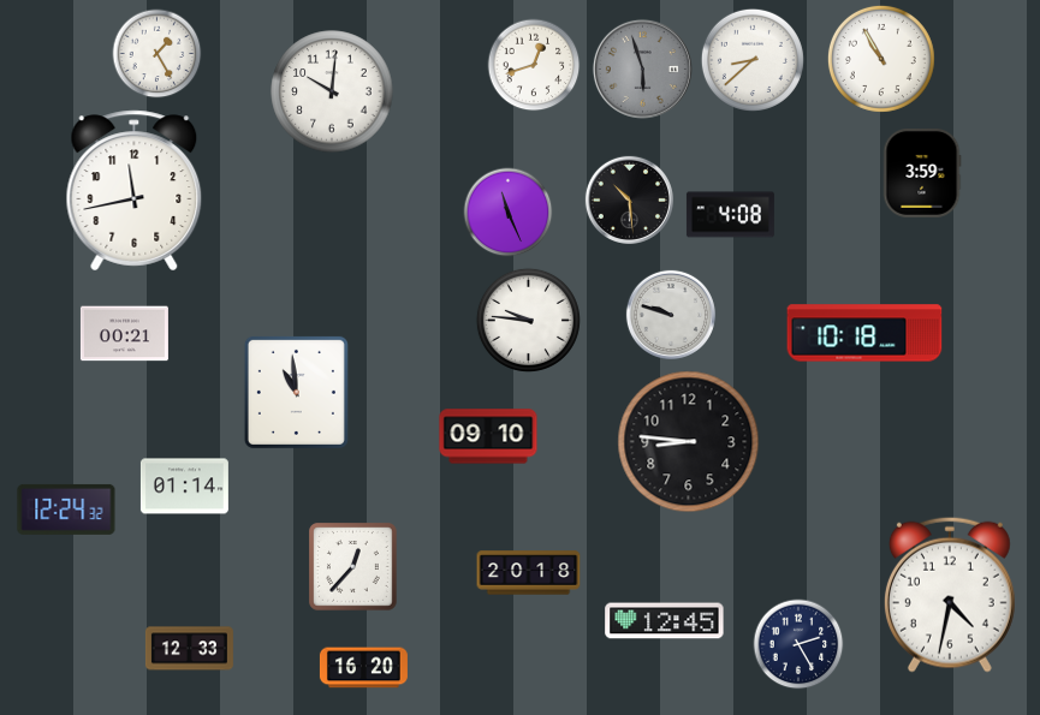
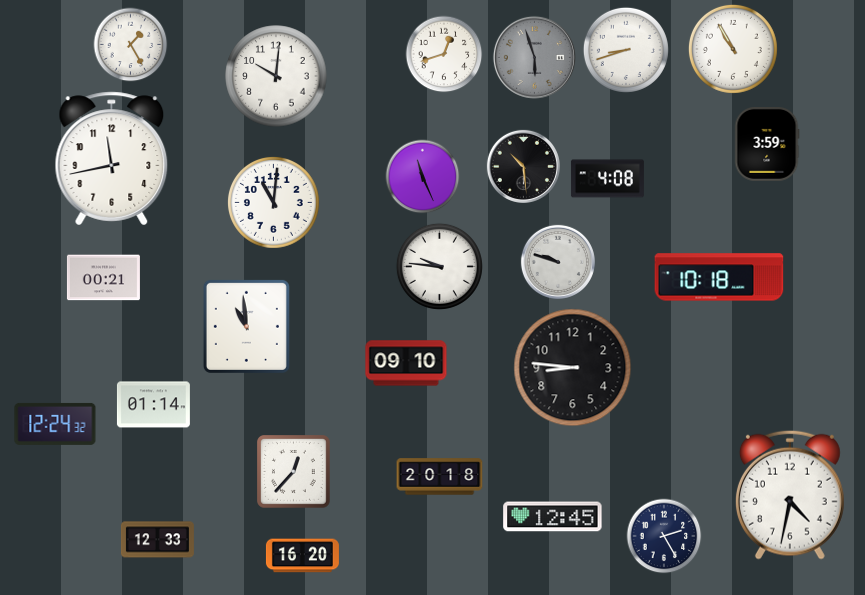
clock at (753, 60): 8:38 -> 8:42
clock at (273, 202): none -> 11:01
